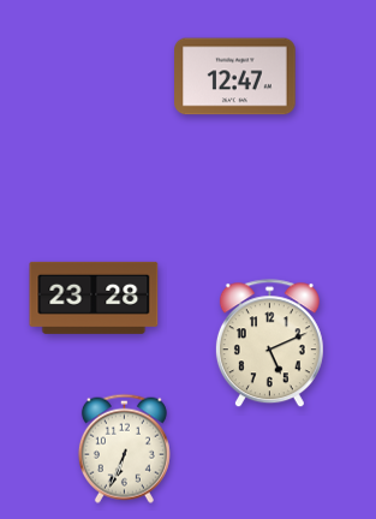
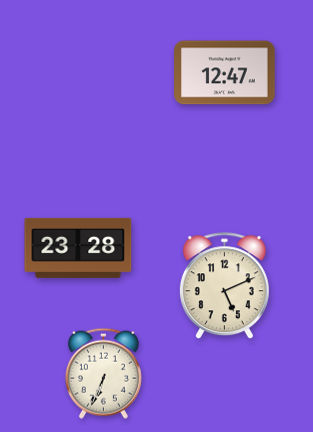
clock at (235, 77) position: (235, 77) -> (225, 73)
